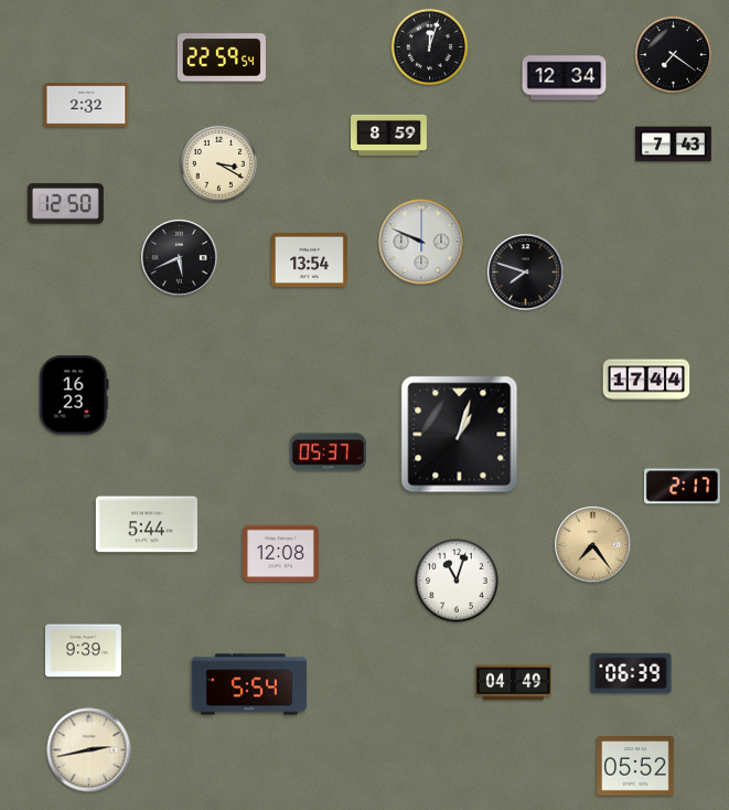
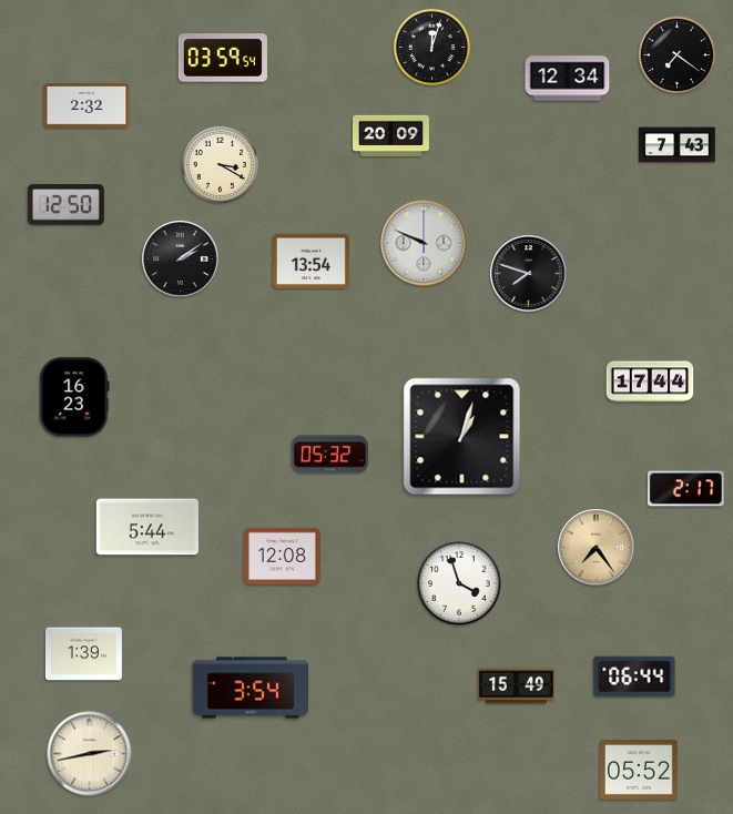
clock at (222, 57): 22:59 -> 03:59
clock at (388, 135): 8:59 -> 20:09
clock at (180, 258): 5:41 -> 2:09
clock at (328, 452): 05:37 -> 05:32
clock at (457, 580): 11:03 -> 3:57
clock at (83, 651): 9:39 -> 1:39
clock at (631, 673): 06:39 -> 06:44
clock at (513, 683): 04:49 -> 15:49
clock at (249, 684): 5:54 -> 3:54
